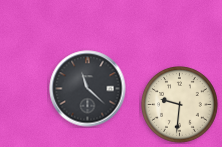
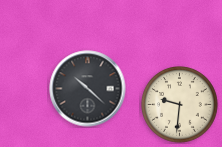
clock at (88, 89): 11:22 -> 10:22
